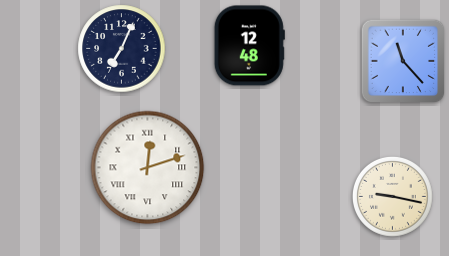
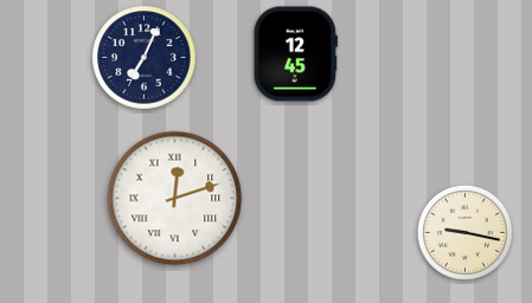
clock at (249, 46): 12:48 -> 12:45
clock at (403, 61): 11:23 -> none
